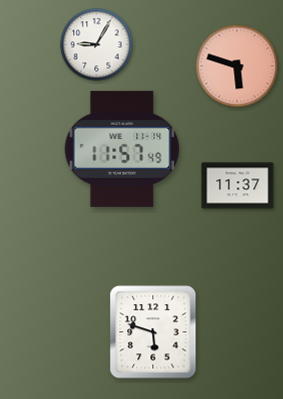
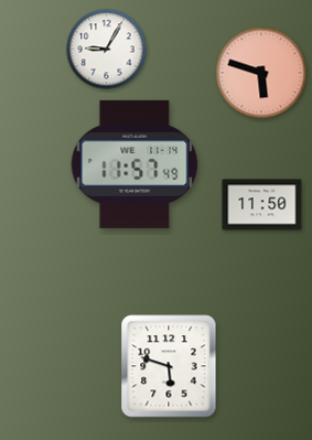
clock at (238, 186): 11:37 -> 11:50
